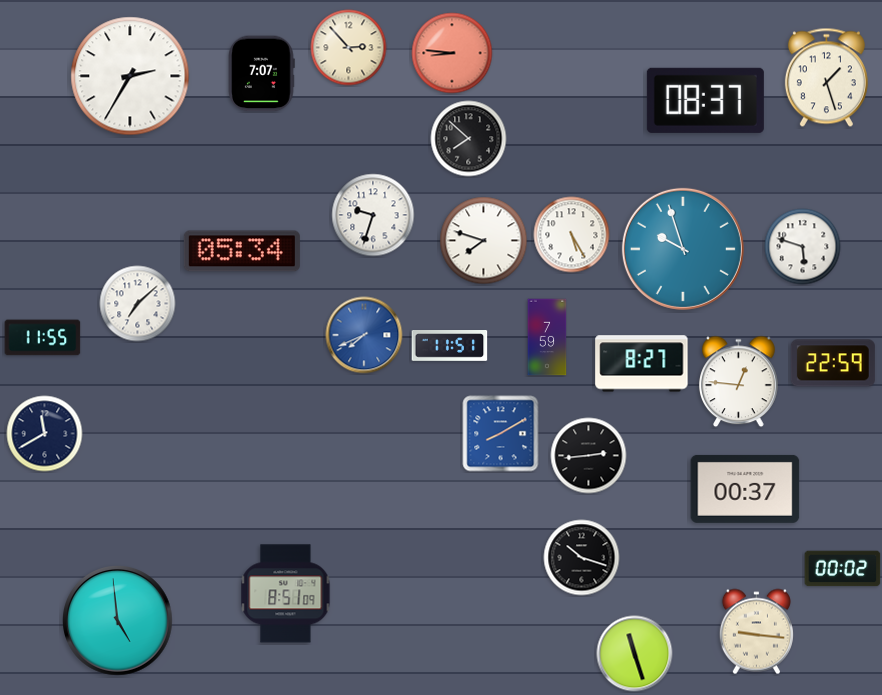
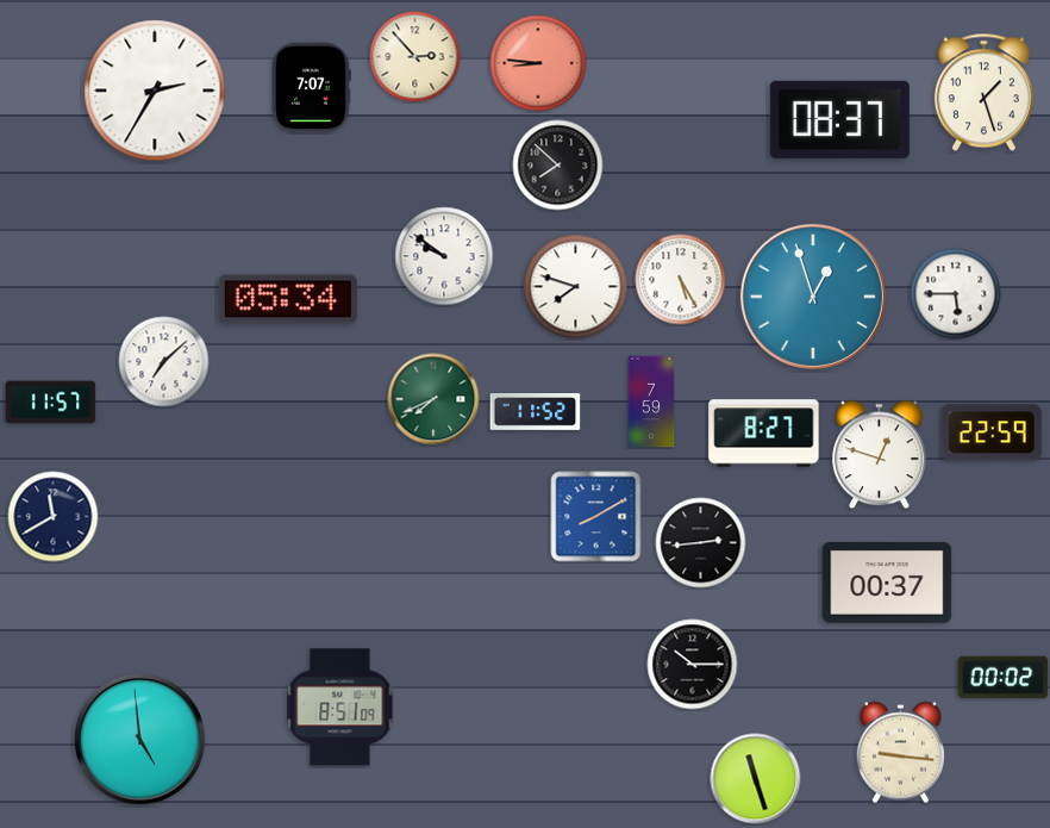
clock at (373, 215): 9:33 -> 9:51
clock at (803, 247): 5:48 -> 5:45
clock at (683, 249): 9:57 -> 12:57
clock at (364, 335) dial: blue -> green
clock at (43, 338): 11:55 -> 11:57
clock at (450, 346): 11:51 -> 11:52
clock at (739, 382): 12:46 -> 12:48
clock at (582, 558): 10:18 -> 10:15
